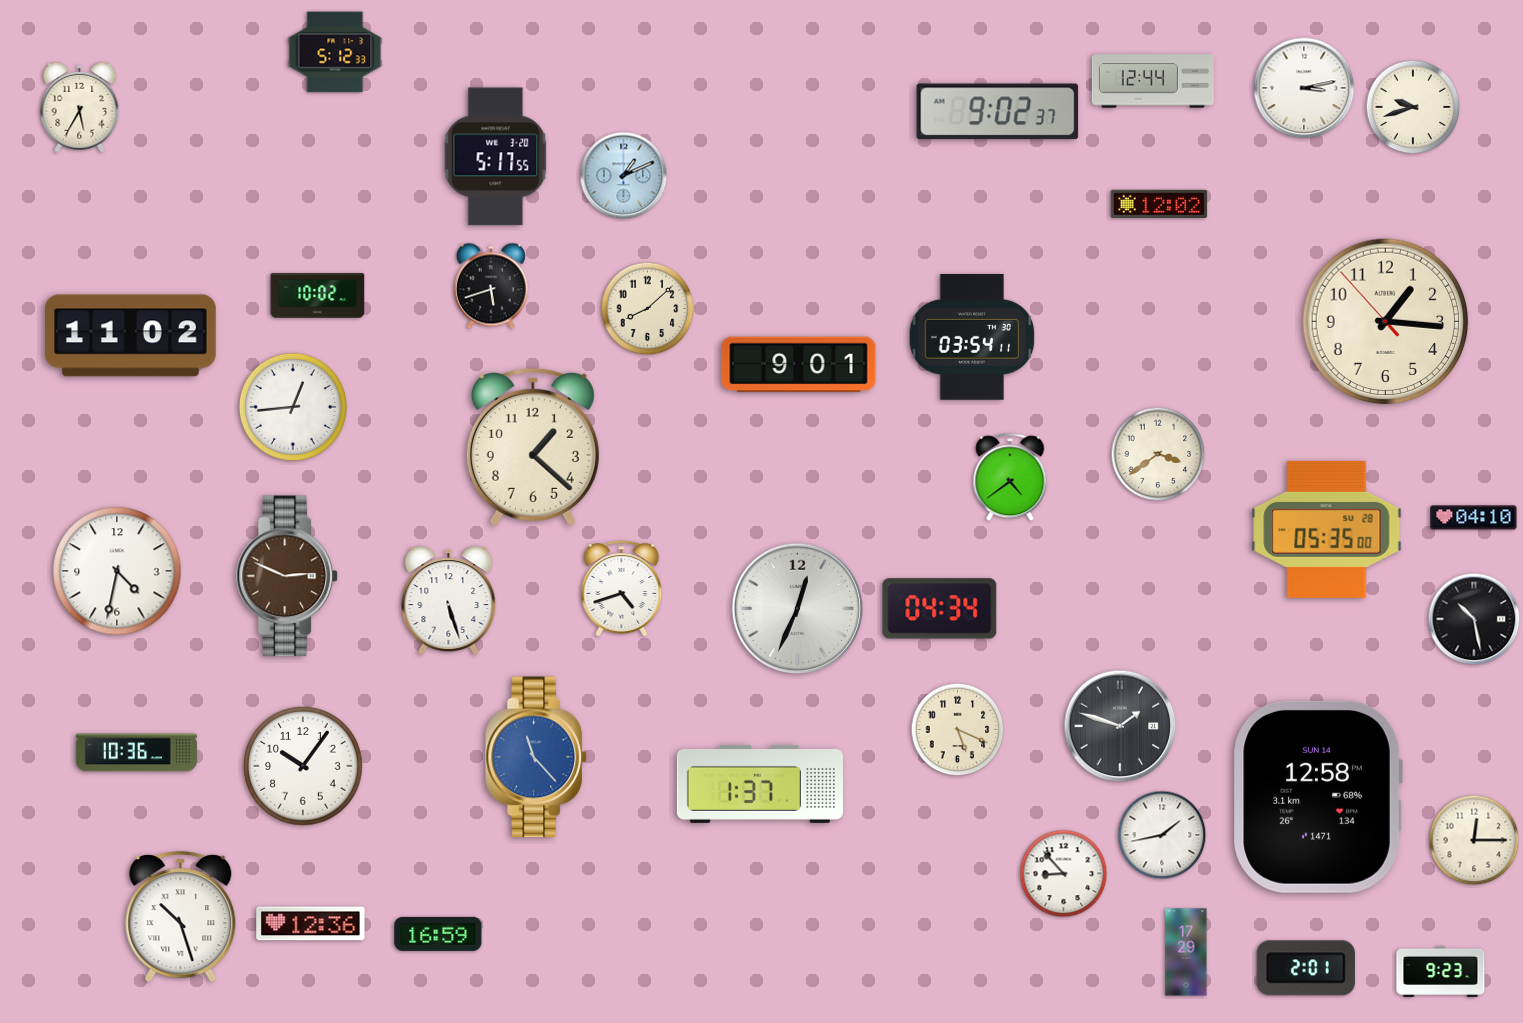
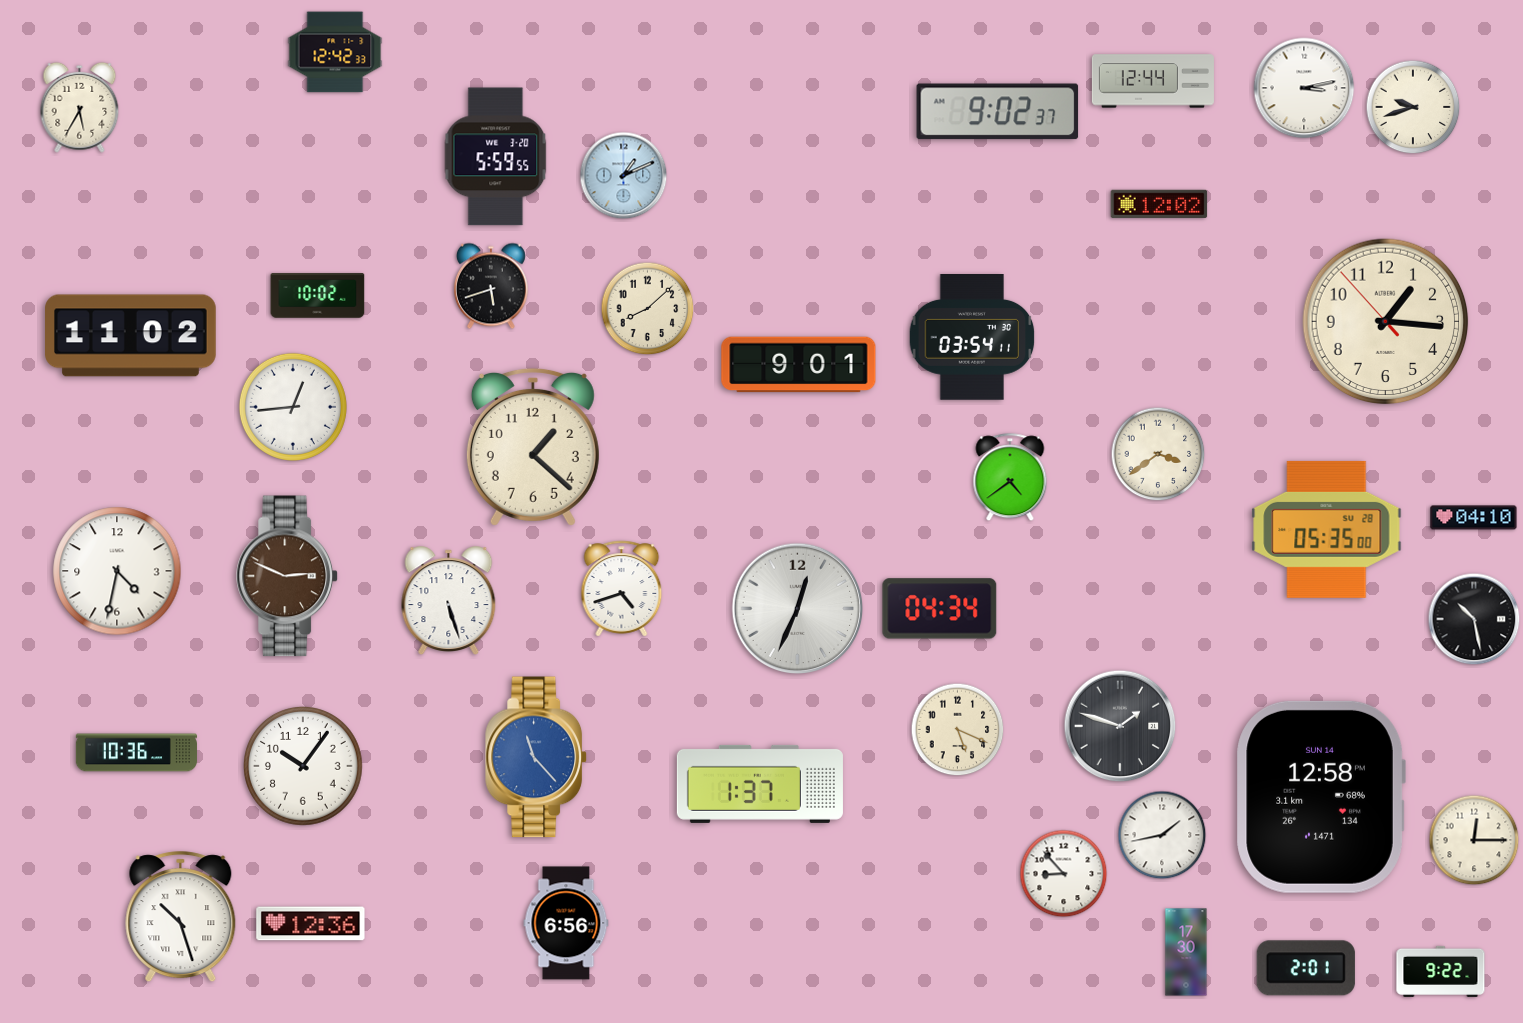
clock at (335, 52): 5:12 -> 12:42
clock at (496, 157): 5:17 -> 5:59
clock at (1318, 797) position: (1318, 797) -> (1321, 797)
clock at (566, 923): none -> 6:56
clock at (438, 934): 16:59 -> none
clock at (1186, 952): 17:29 -> 17:30
clock at (1441, 971): 9:23 -> 9:22
